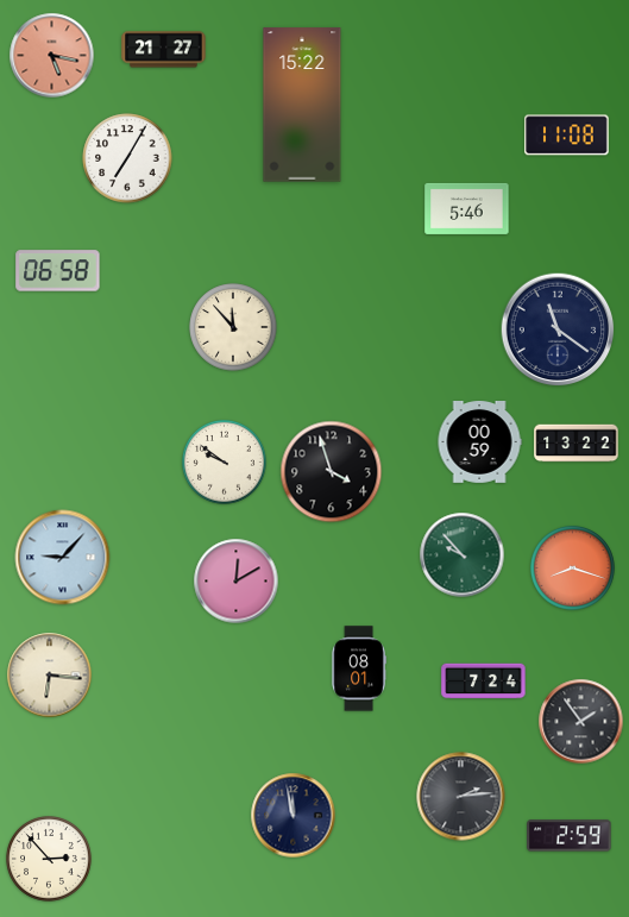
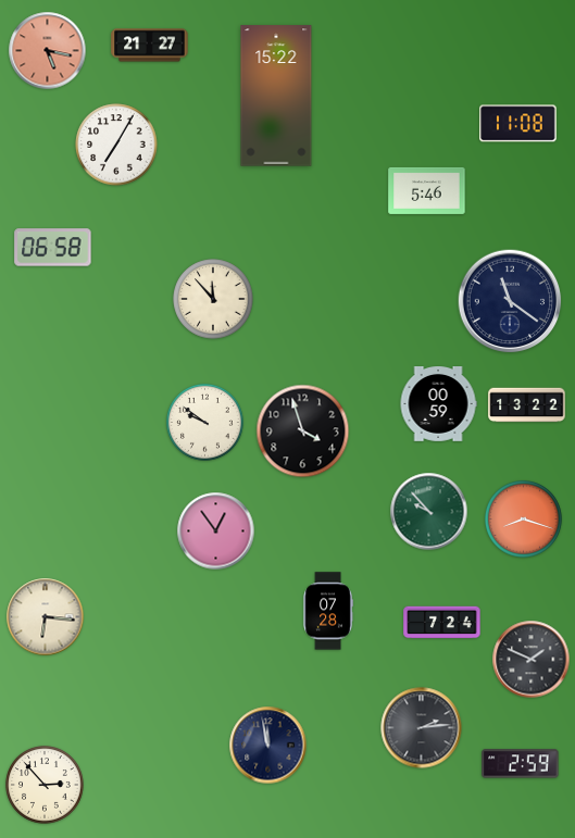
clock at (463, 555) position: (463, 555) -> (429, 512)
clock at (63, 558): 9:07 -> none
clock at (237, 582): 12:10 -> 12:54
clock at (359, 668): 08:01 -> 07:28
clock at (581, 722): 1:54 -> 1:49
